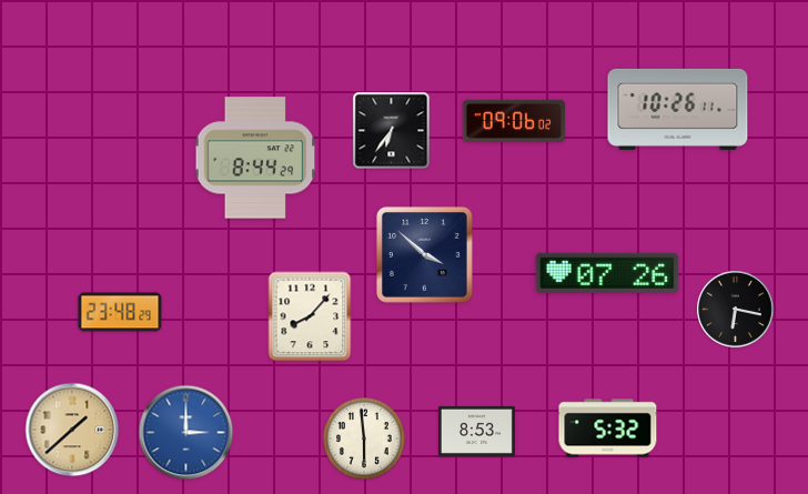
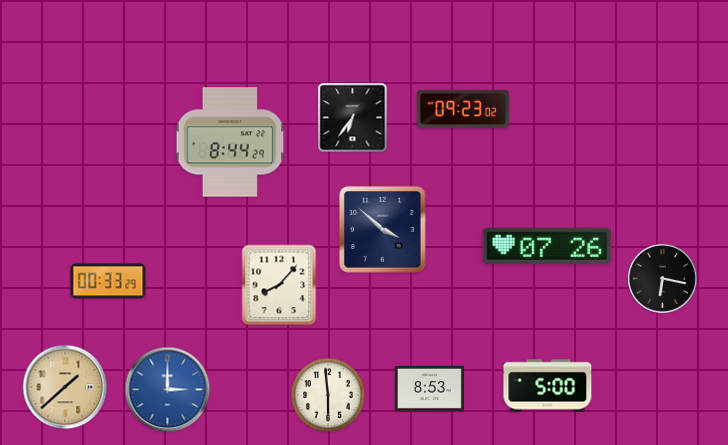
clock at (678, 109): 10:26 -> none
clock at (514, 121): 09:06 -> 09:23
clock at (120, 312): 23:48 -> 00:33
clock at (608, 429): 5:32 -> 5:00
